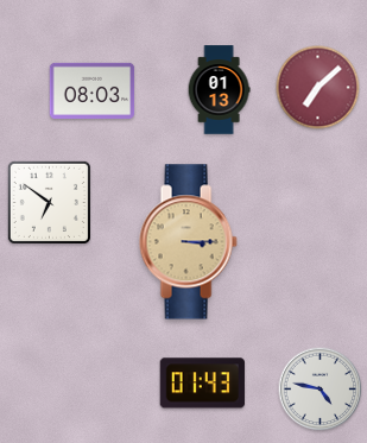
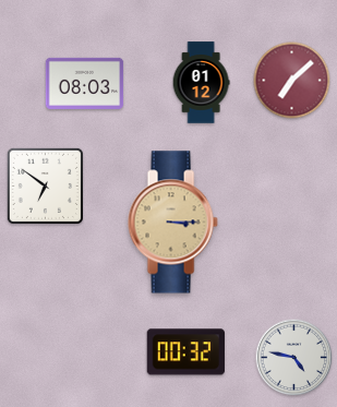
clock at (219, 90): 01:13 -> 01:12
clock at (202, 384): 01:43 -> 00:32
